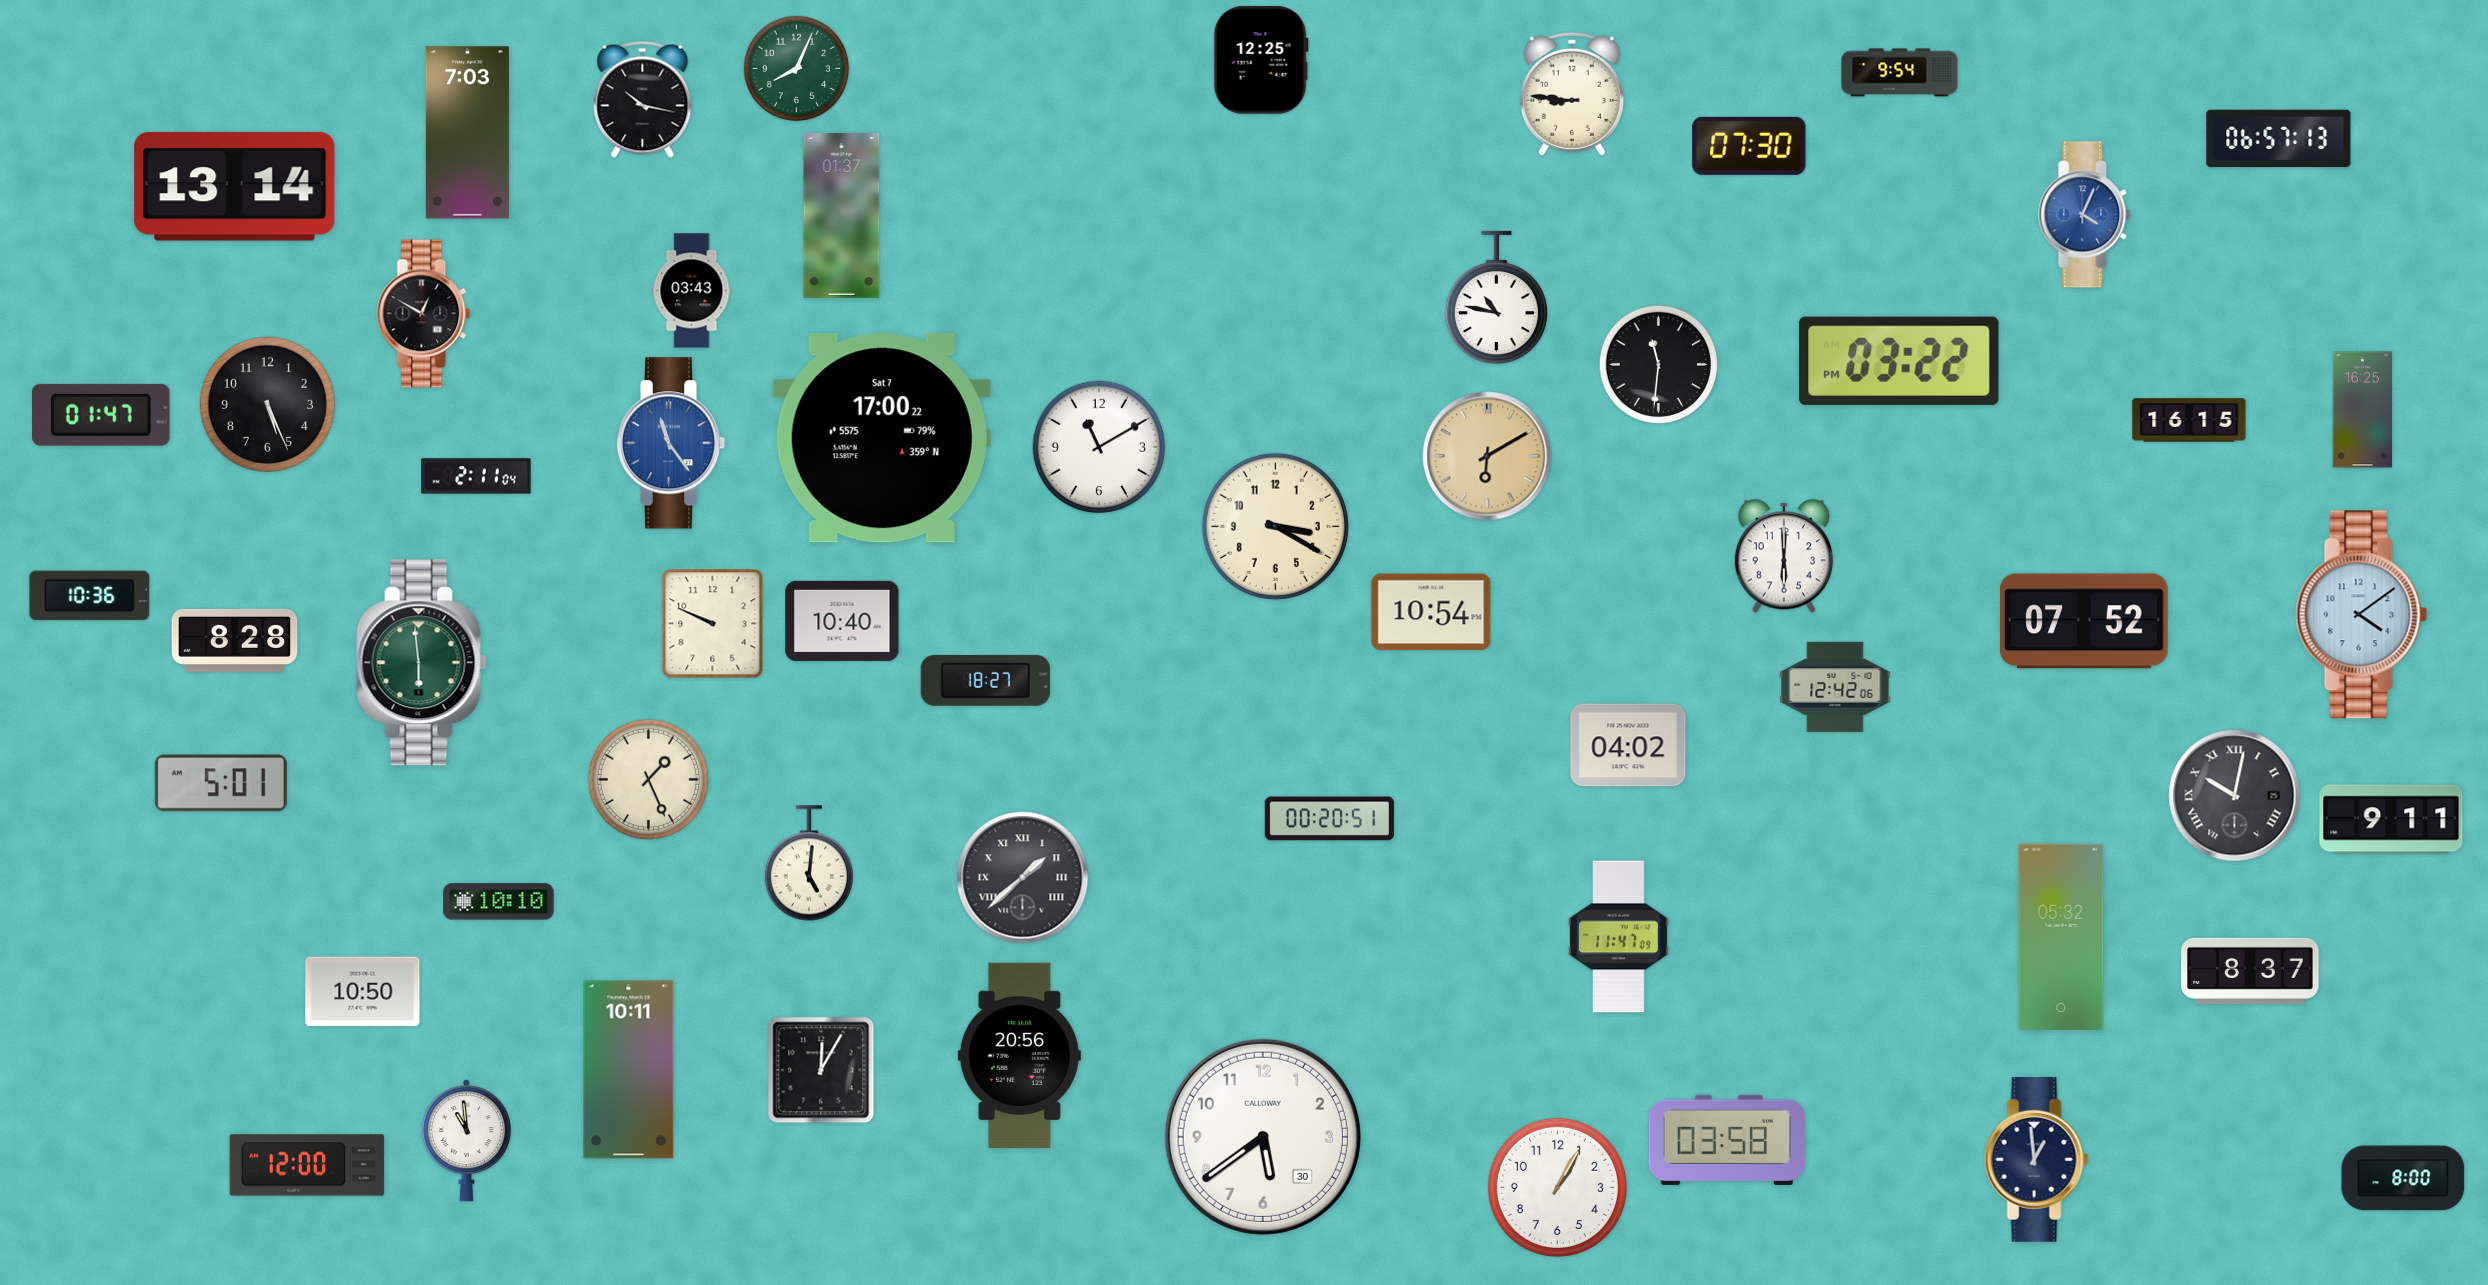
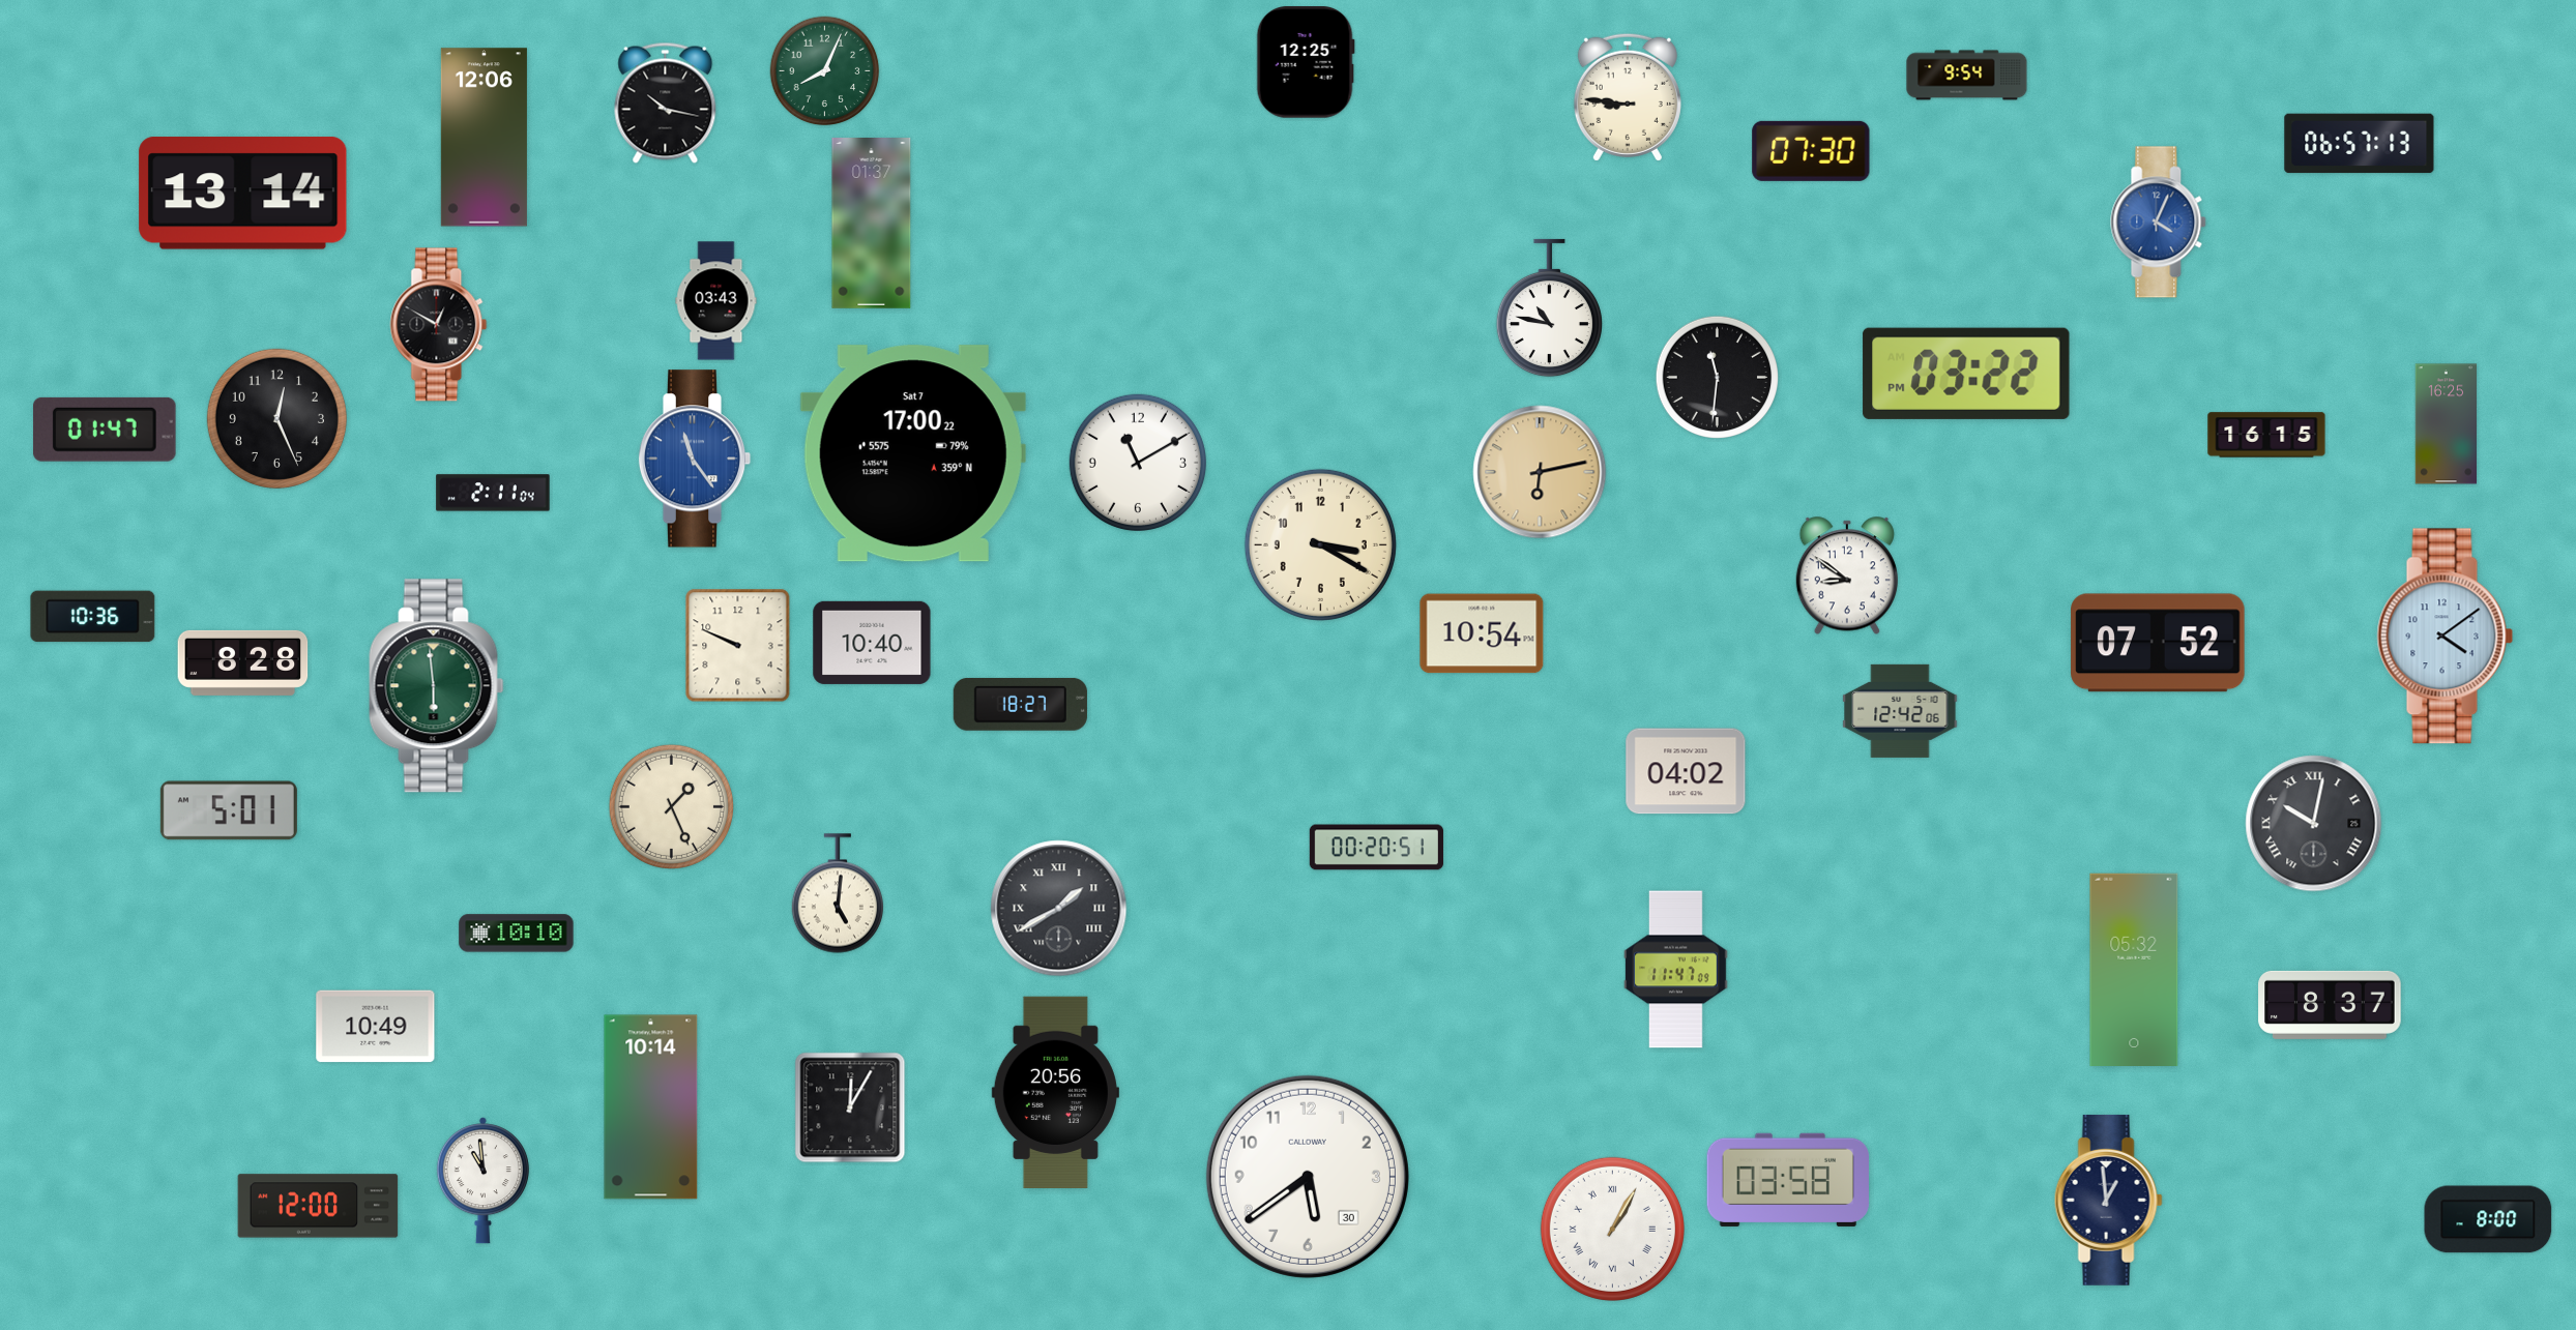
clock at (467, 133): 7:03 -> 12:06
clock at (267, 404): 5:26 -> 12:26
clock at (1487, 456): 6:10 -> 6:13
clock at (1784, 556): 6:00 -> 8:51
clock at (2391, 819): 9:11 -> none
clock at (1023, 878): 1:38 -> 1:40
clock at (363, 992): 10:50 -> 10:49
clock at (629, 1070): 10:11 -> 10:14
clock at (1557, 1187) numerals: Arabic -> Roman
